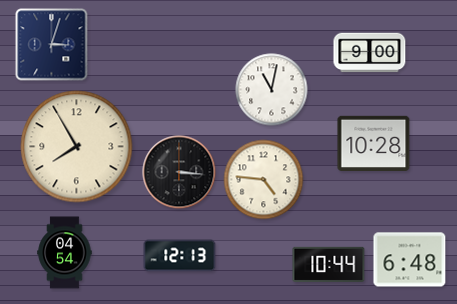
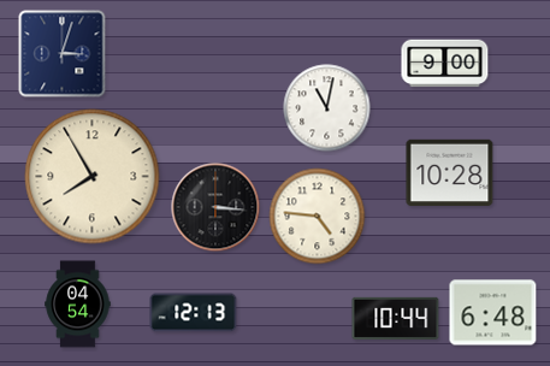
clock at (180, 256) position: (180, 256) -> (194, 313)
